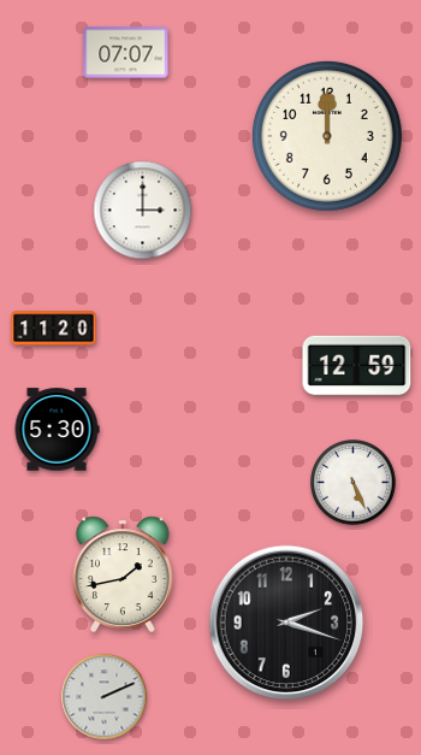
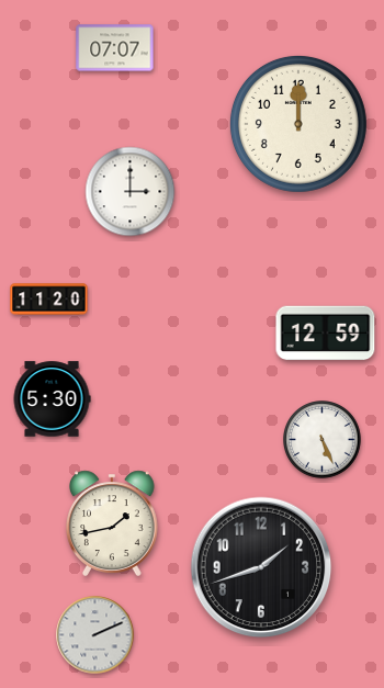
clock at (57, 430) position: (57, 430) -> (52, 399)
clock at (286, 623): 2:18 -> 1:42
